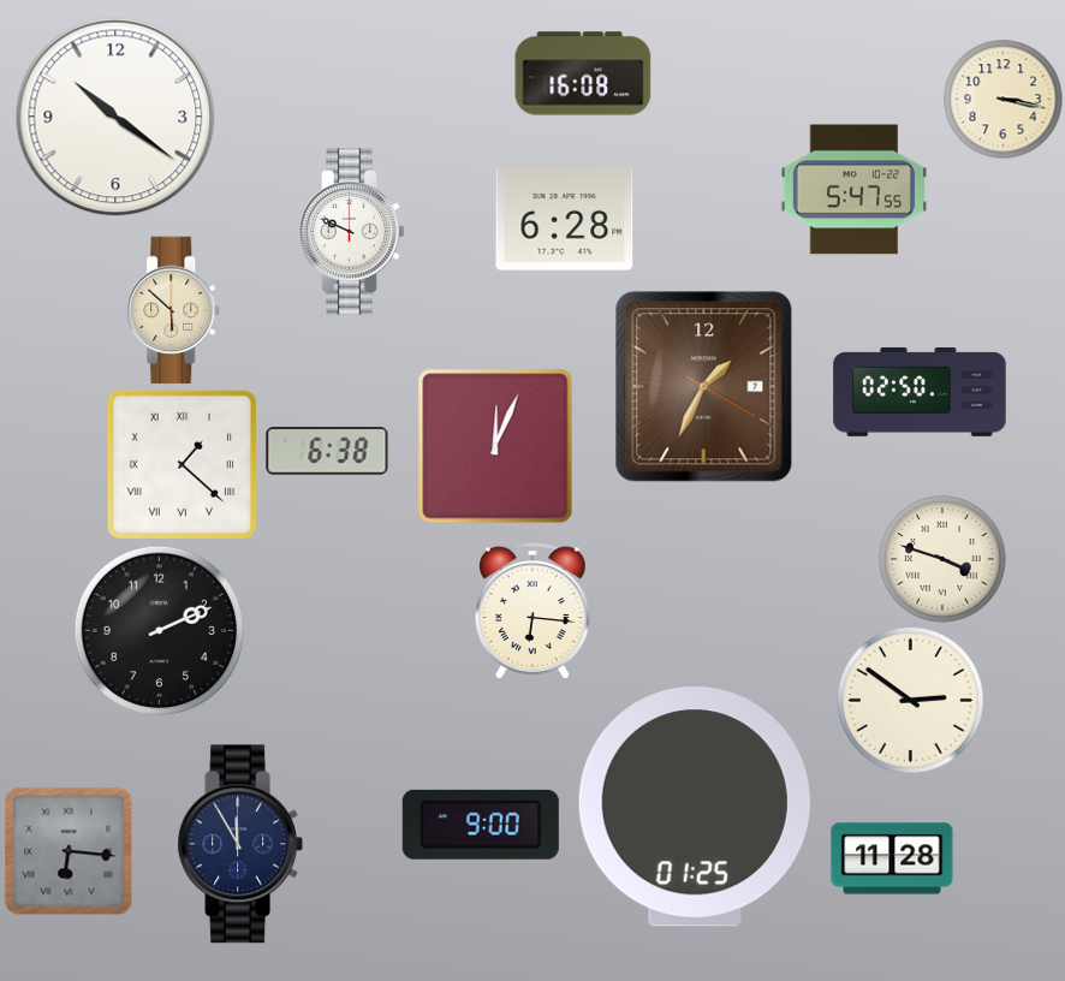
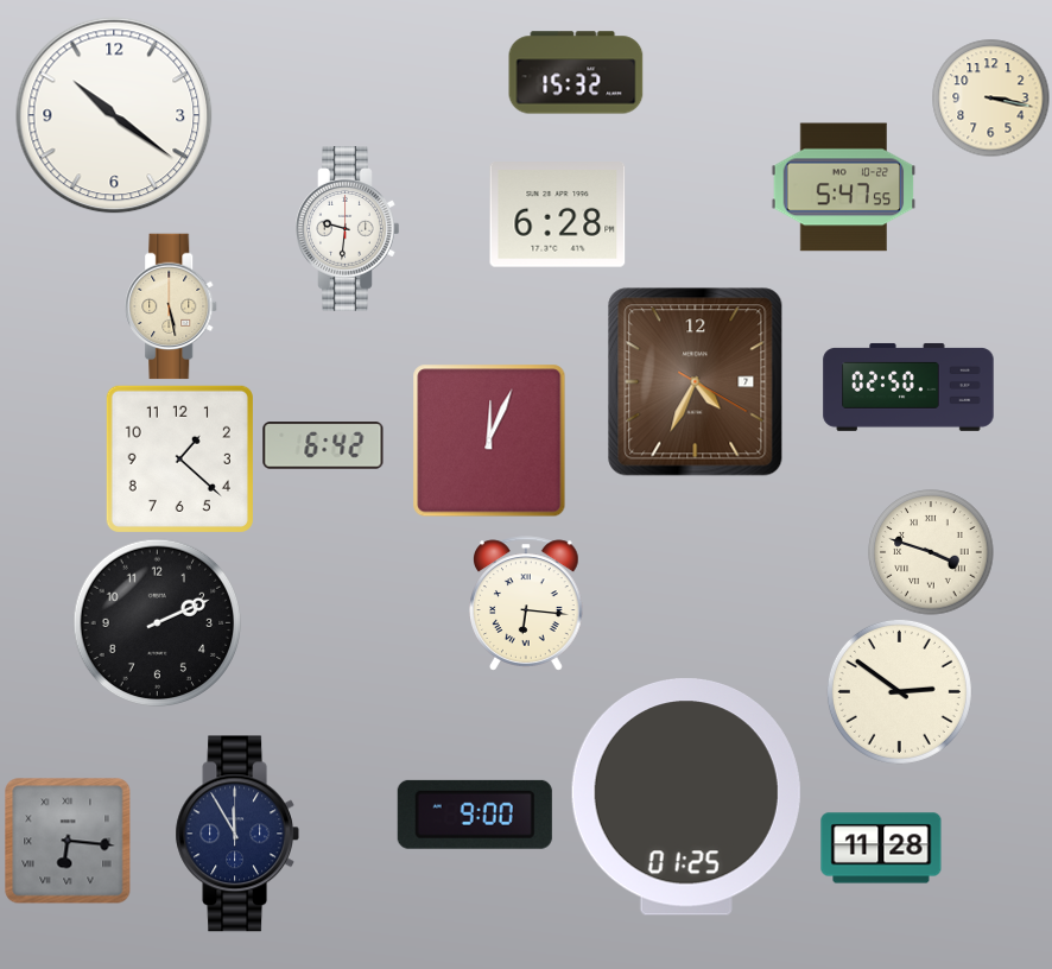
clock at (583, 73): 16:08 -> 15:32
clock at (352, 232): 9:49 -> 9:31
clock at (174, 310): 5:52 -> 5:28
clock at (704, 387): 1:34 -> 4:34
clock at (327, 451): 6:38 -> 6:42
clock at (182, 464) numerals: Roman -> Arabic
